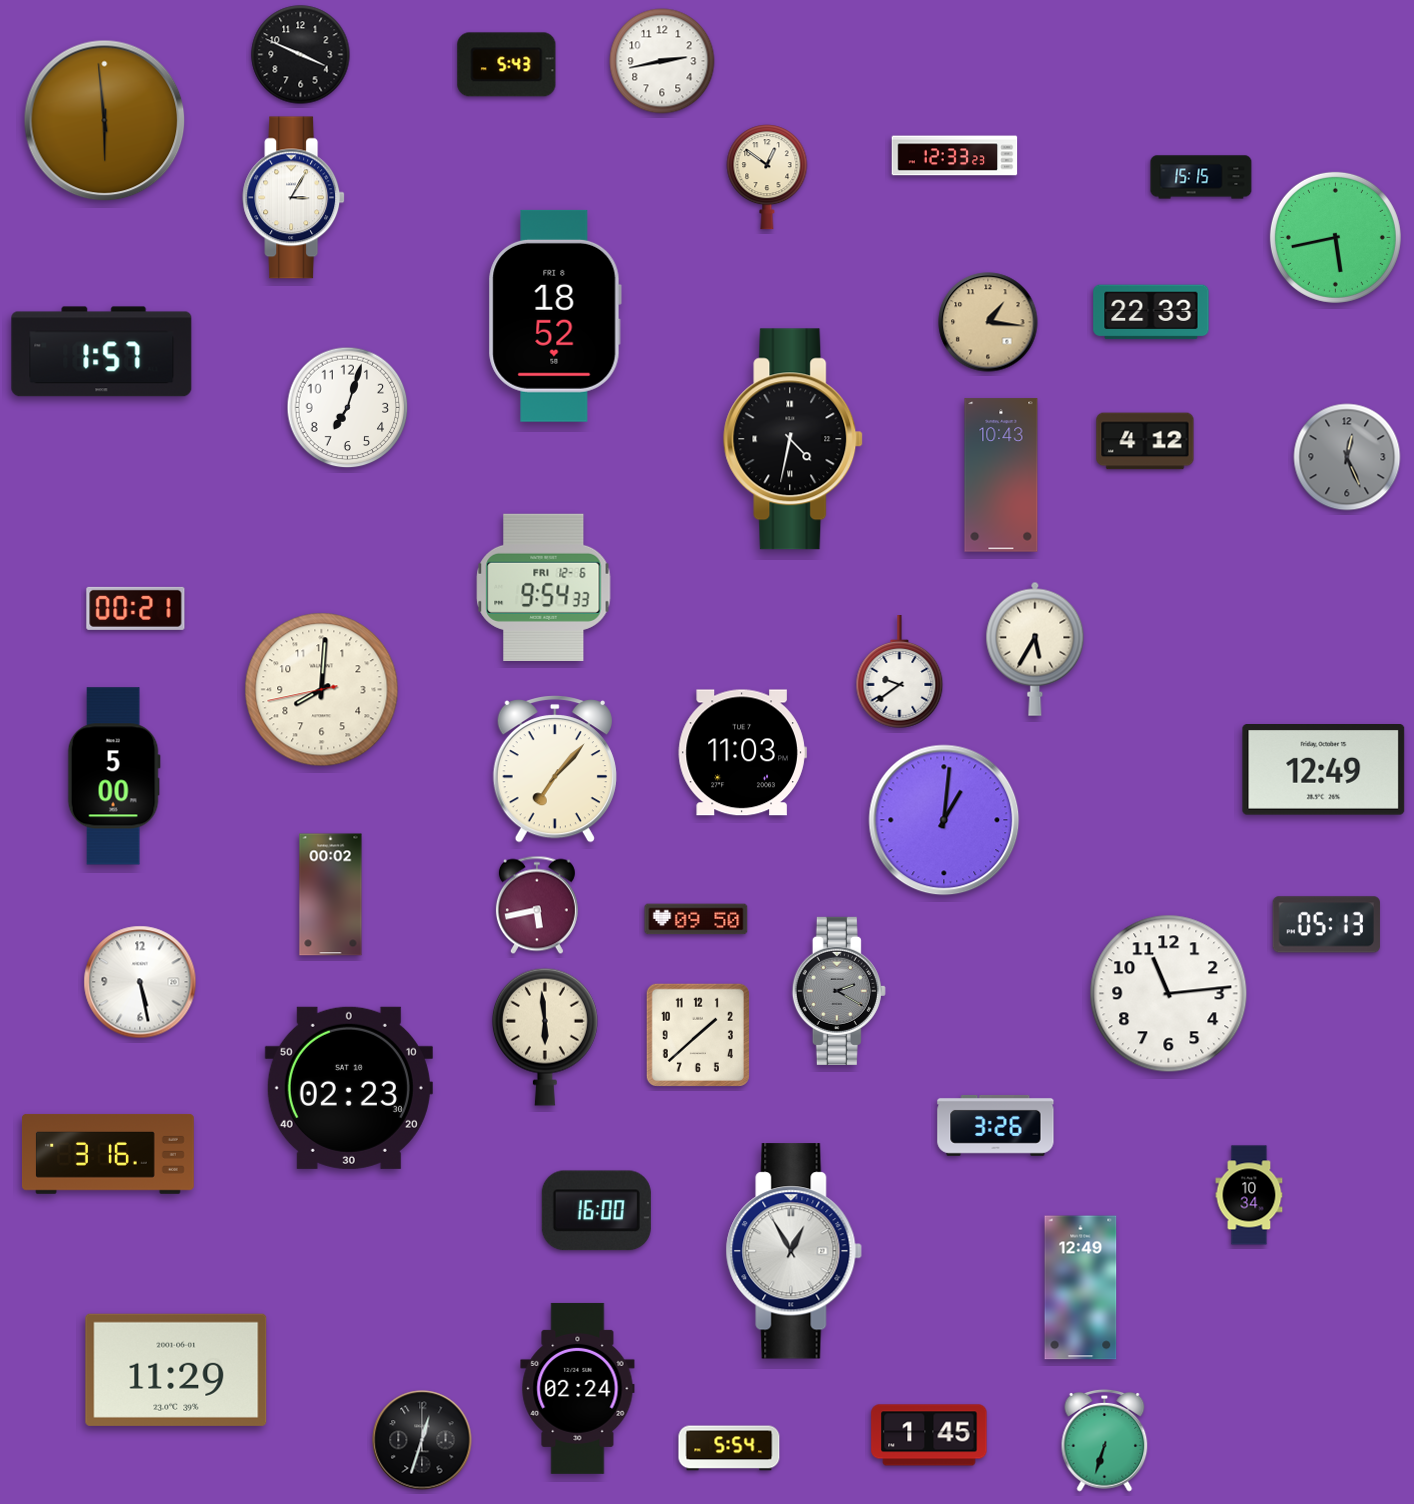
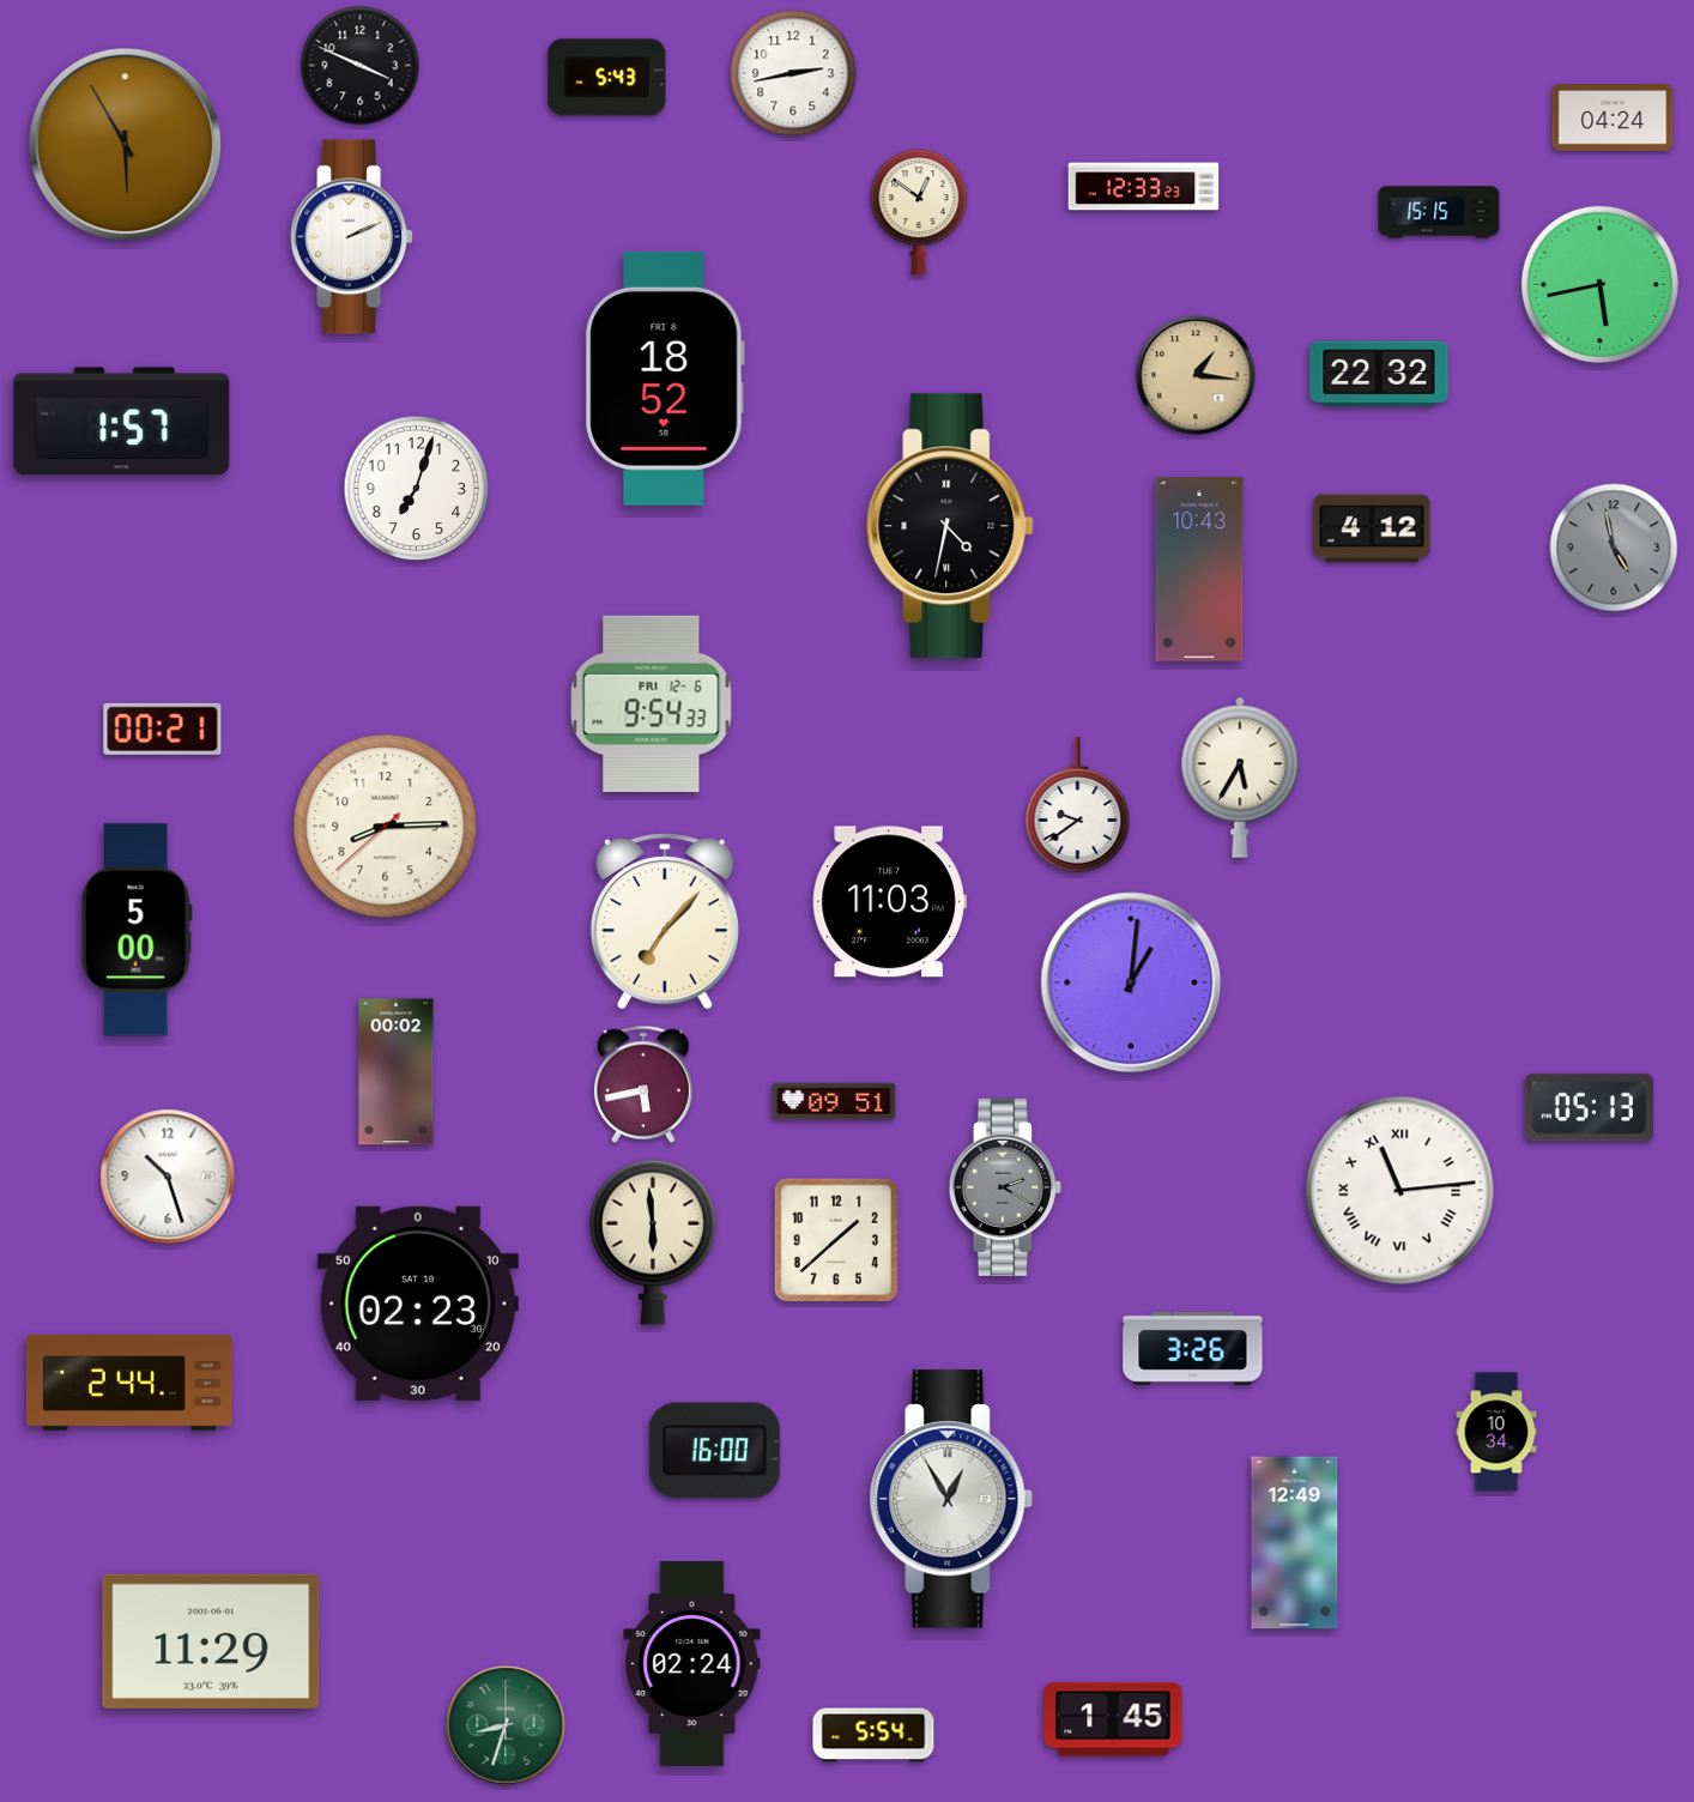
clock at (1613, 119): none -> 04:24
clock at (105, 121): 5:59 -> 5:55
clock at (294, 198): 3:05 -> 2:11
clock at (1151, 312): 22:33 -> 22:32
clock at (988, 322) position: (988, 322) -> (1196, 375)
clock at (1347, 457): 12:26 -> 4:58
clock at (322, 690): 8:00 -> 8:14
clock at (1324, 770): 12:49 -> none
clock at (696, 919): 09:50 -> 09:51
clock at (140, 982): 5:28 -> 10:27
clock at (1169, 994) numerals: Arabic -> Roman
clock at (108, 1154): 3:16 -> 2:44
clock at (422, 1440): 12:33 -> 8:33
clock at (422, 1440) dial: black -> green
clock at (1105, 1440): 6:33 -> none
